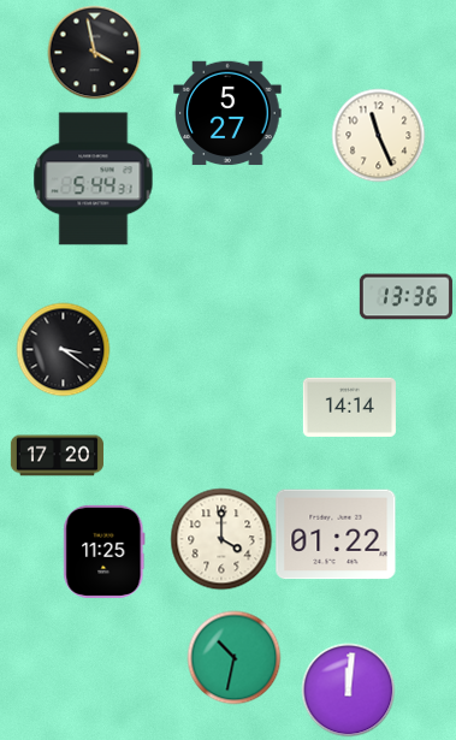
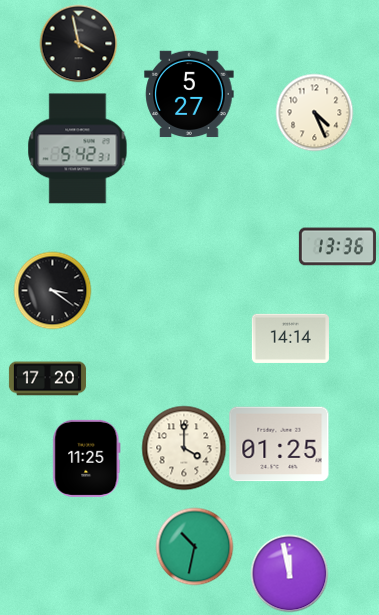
clock at (378, 135): 11:26 -> 4:26
clock at (94, 179): 5:44 -> 5:42
clock at (336, 534): 01:22 -> 01:25
clock at (348, 689): 12:01 -> 11:58
